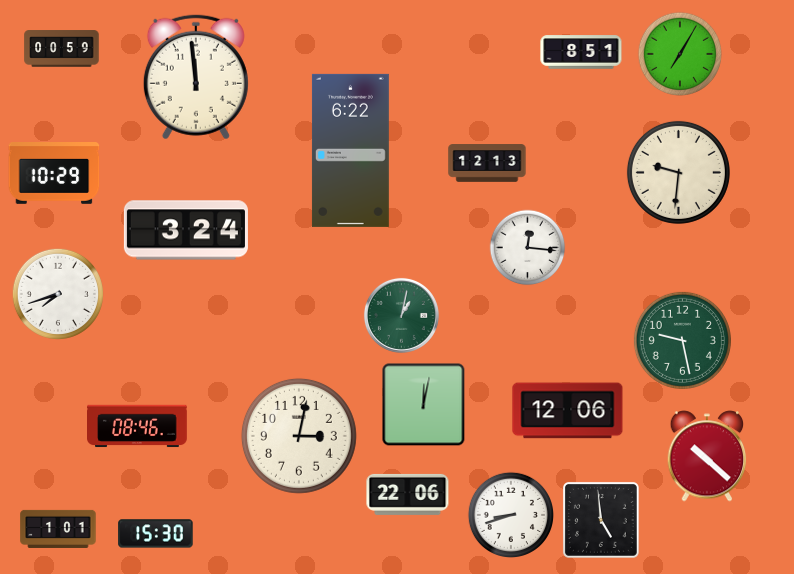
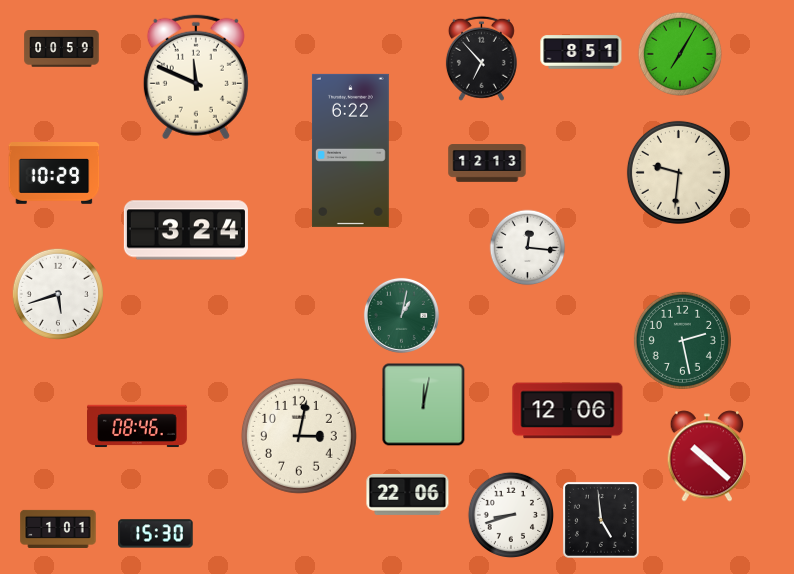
clock at (481, 58): none -> 6:53
clock at (196, 77): 11:59 -> 11:49
clock at (58, 294): 7:42 -> 5:42
clock at (682, 340): 9:28 -> 2:28
